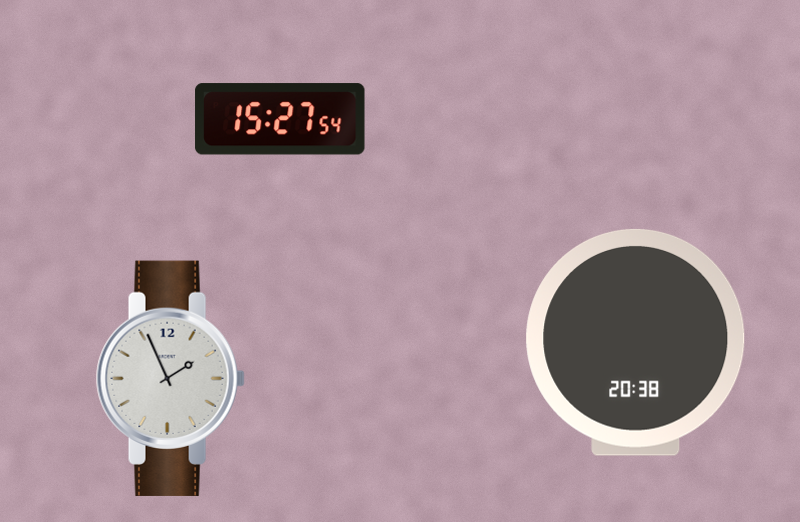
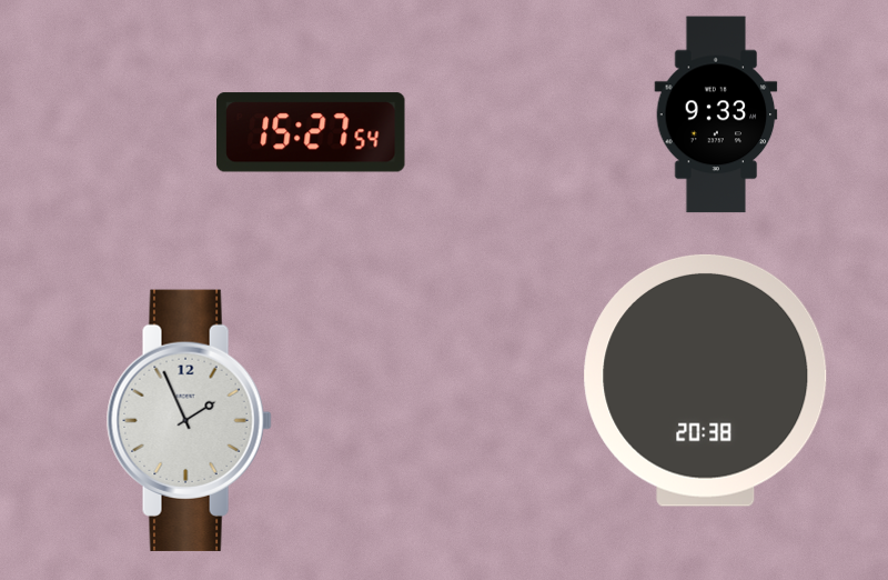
clock at (716, 114): none -> 9:33
